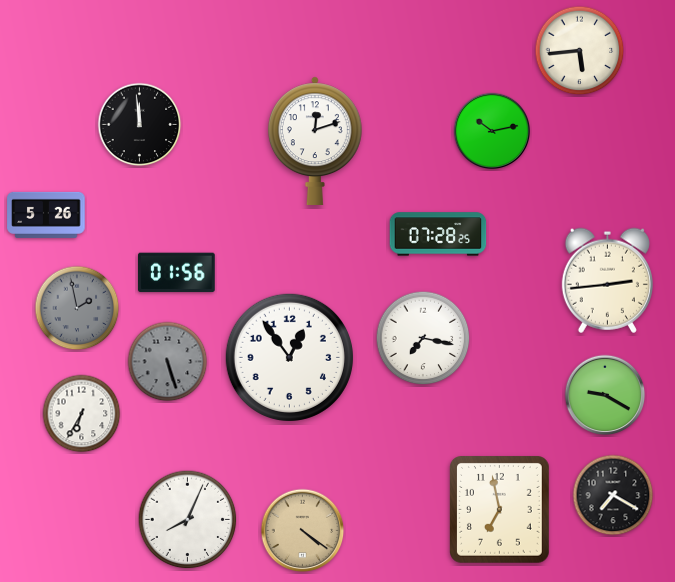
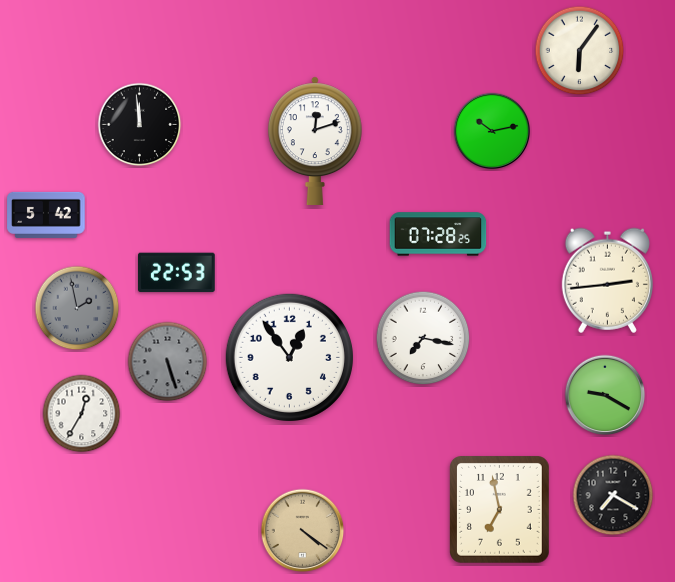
clock at (580, 51): 5:44 -> 6:06
clock at (46, 215): 5:26 -> 5:42
clock at (177, 273): 01:56 -> 22:53
clock at (82, 414): 6:35 -> 12:35
clock at (188, 520): 8:04 -> none
